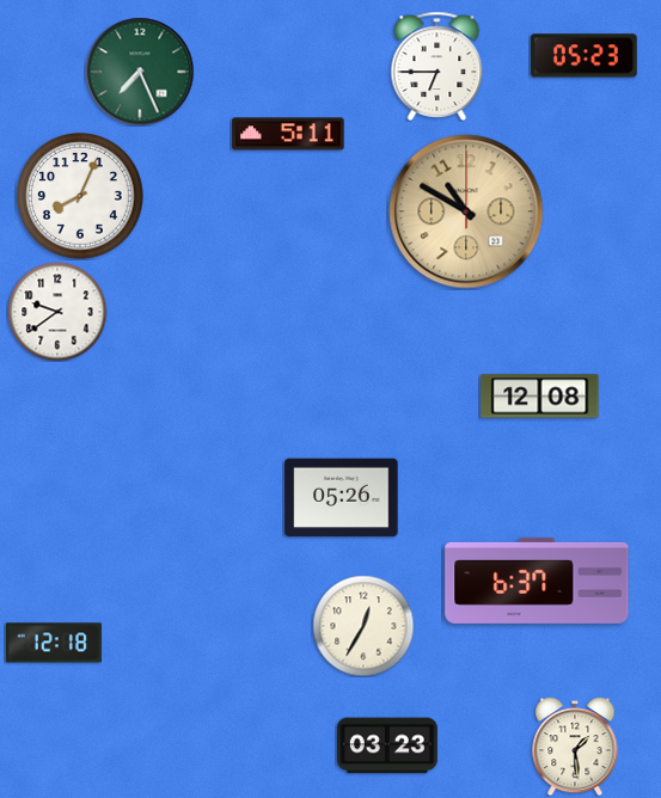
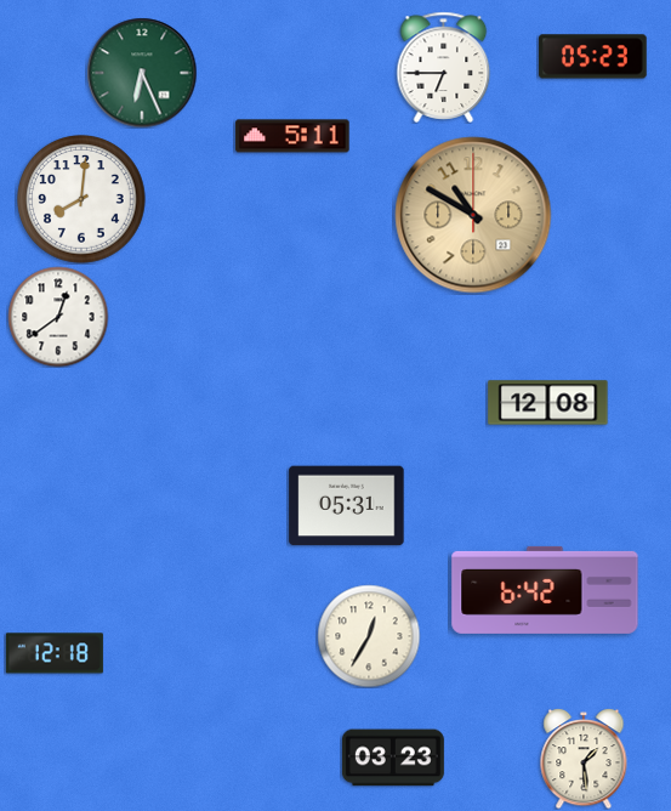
clock at (140, 72): 7:26 -> 6:26
clock at (80, 196): 8:04 -> 8:01
clock at (57, 312): 9:39 -> 12:39
clock at (342, 498): 05:26 -> 05:31
clock at (537, 581): 6:37 -> 6:42
